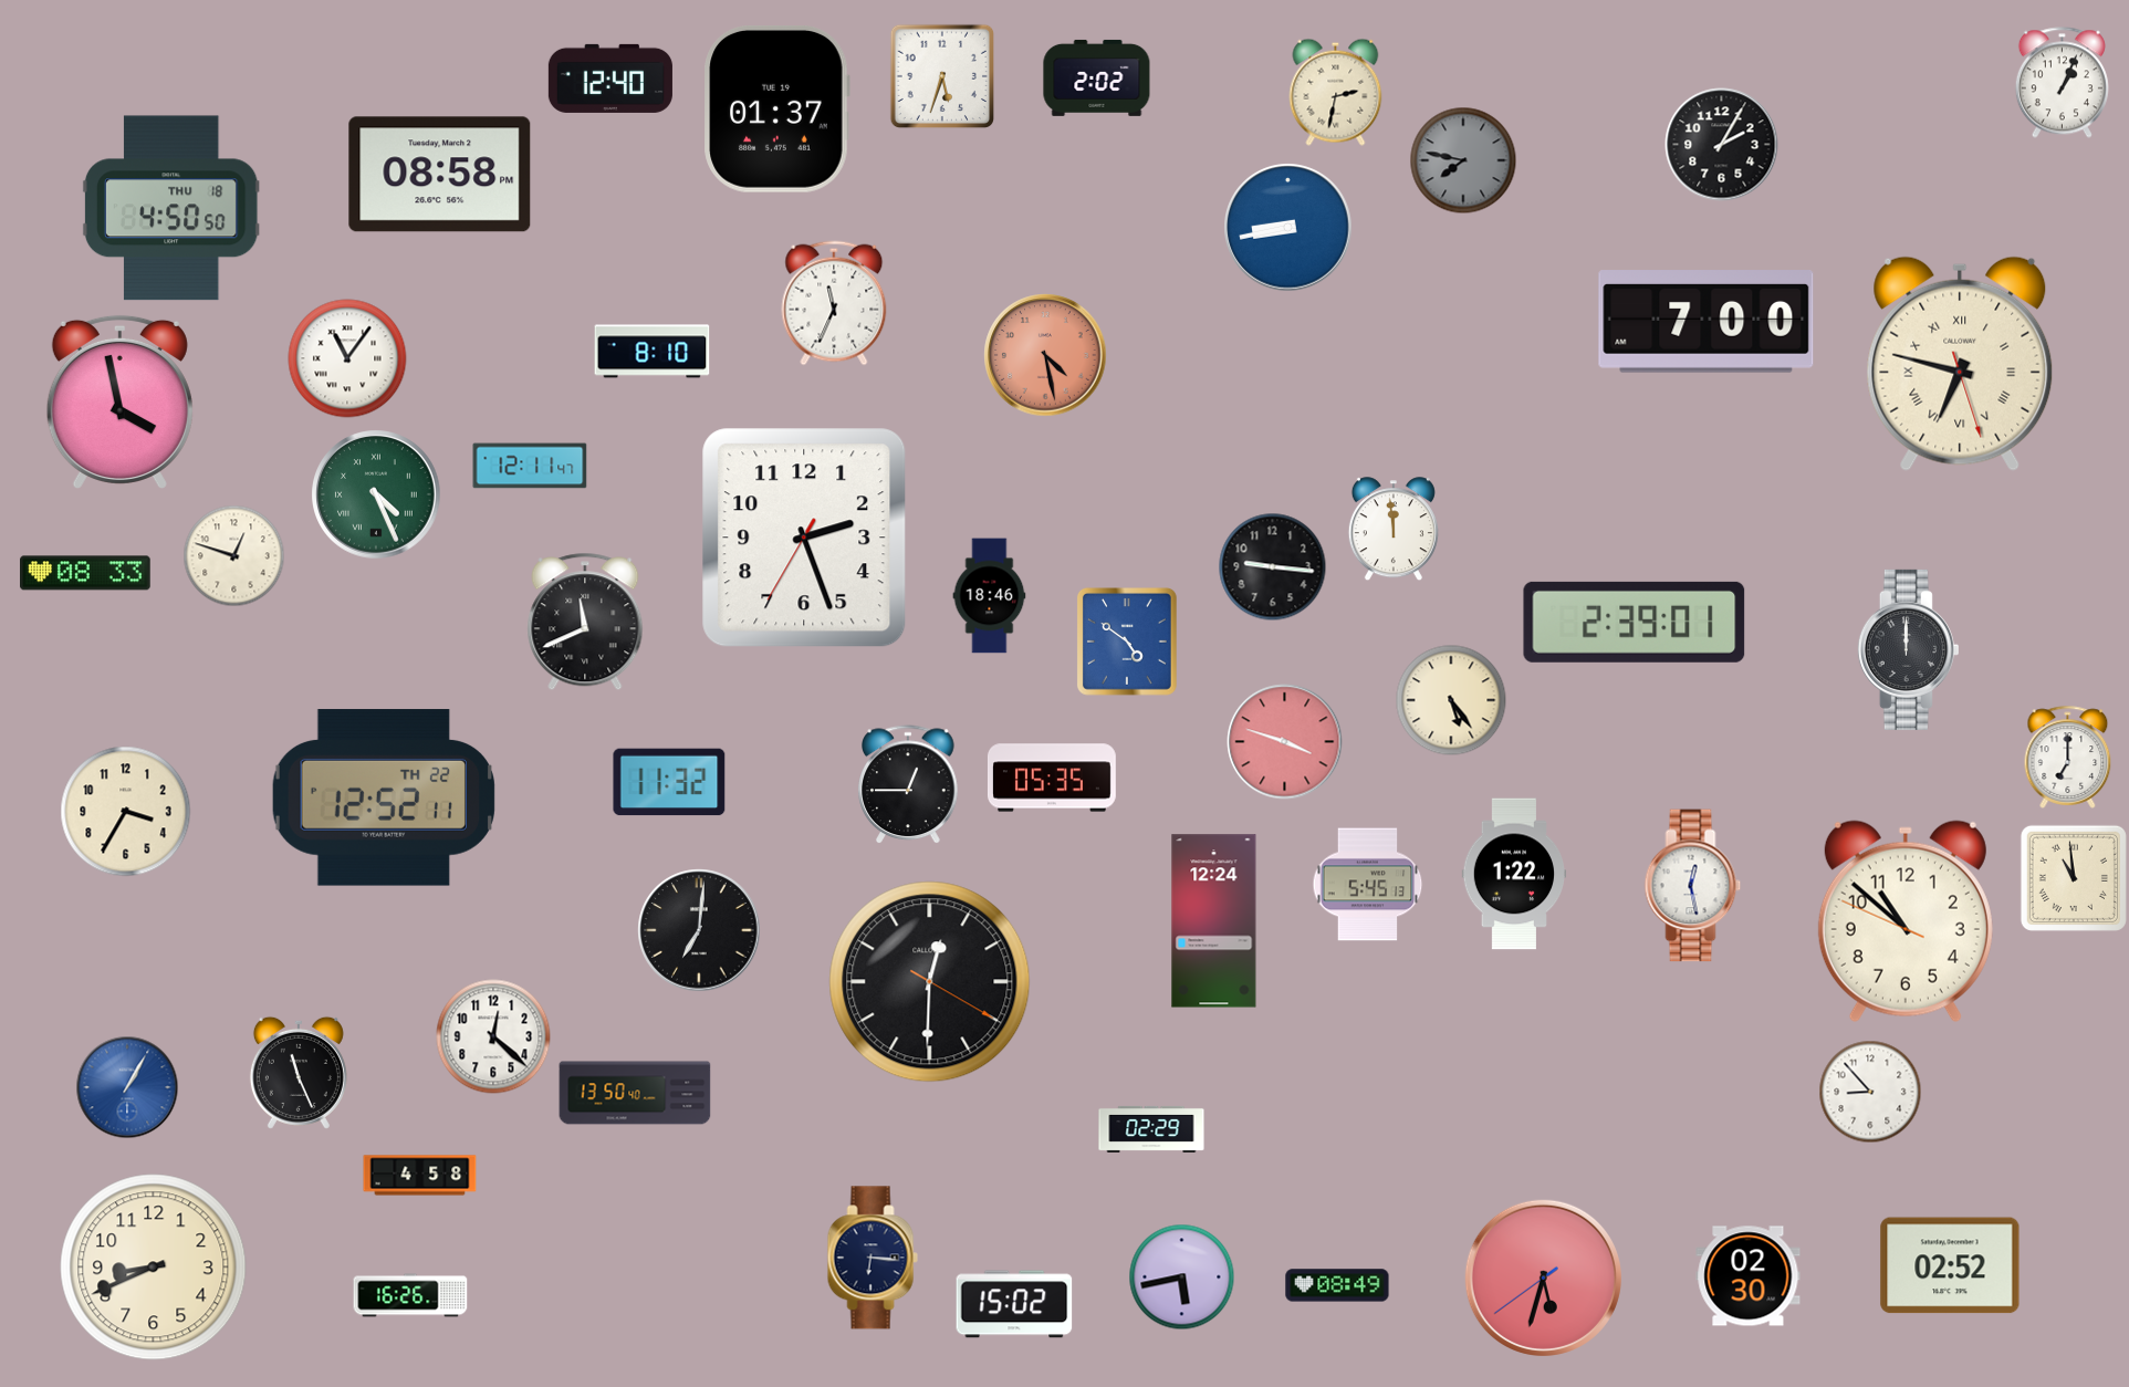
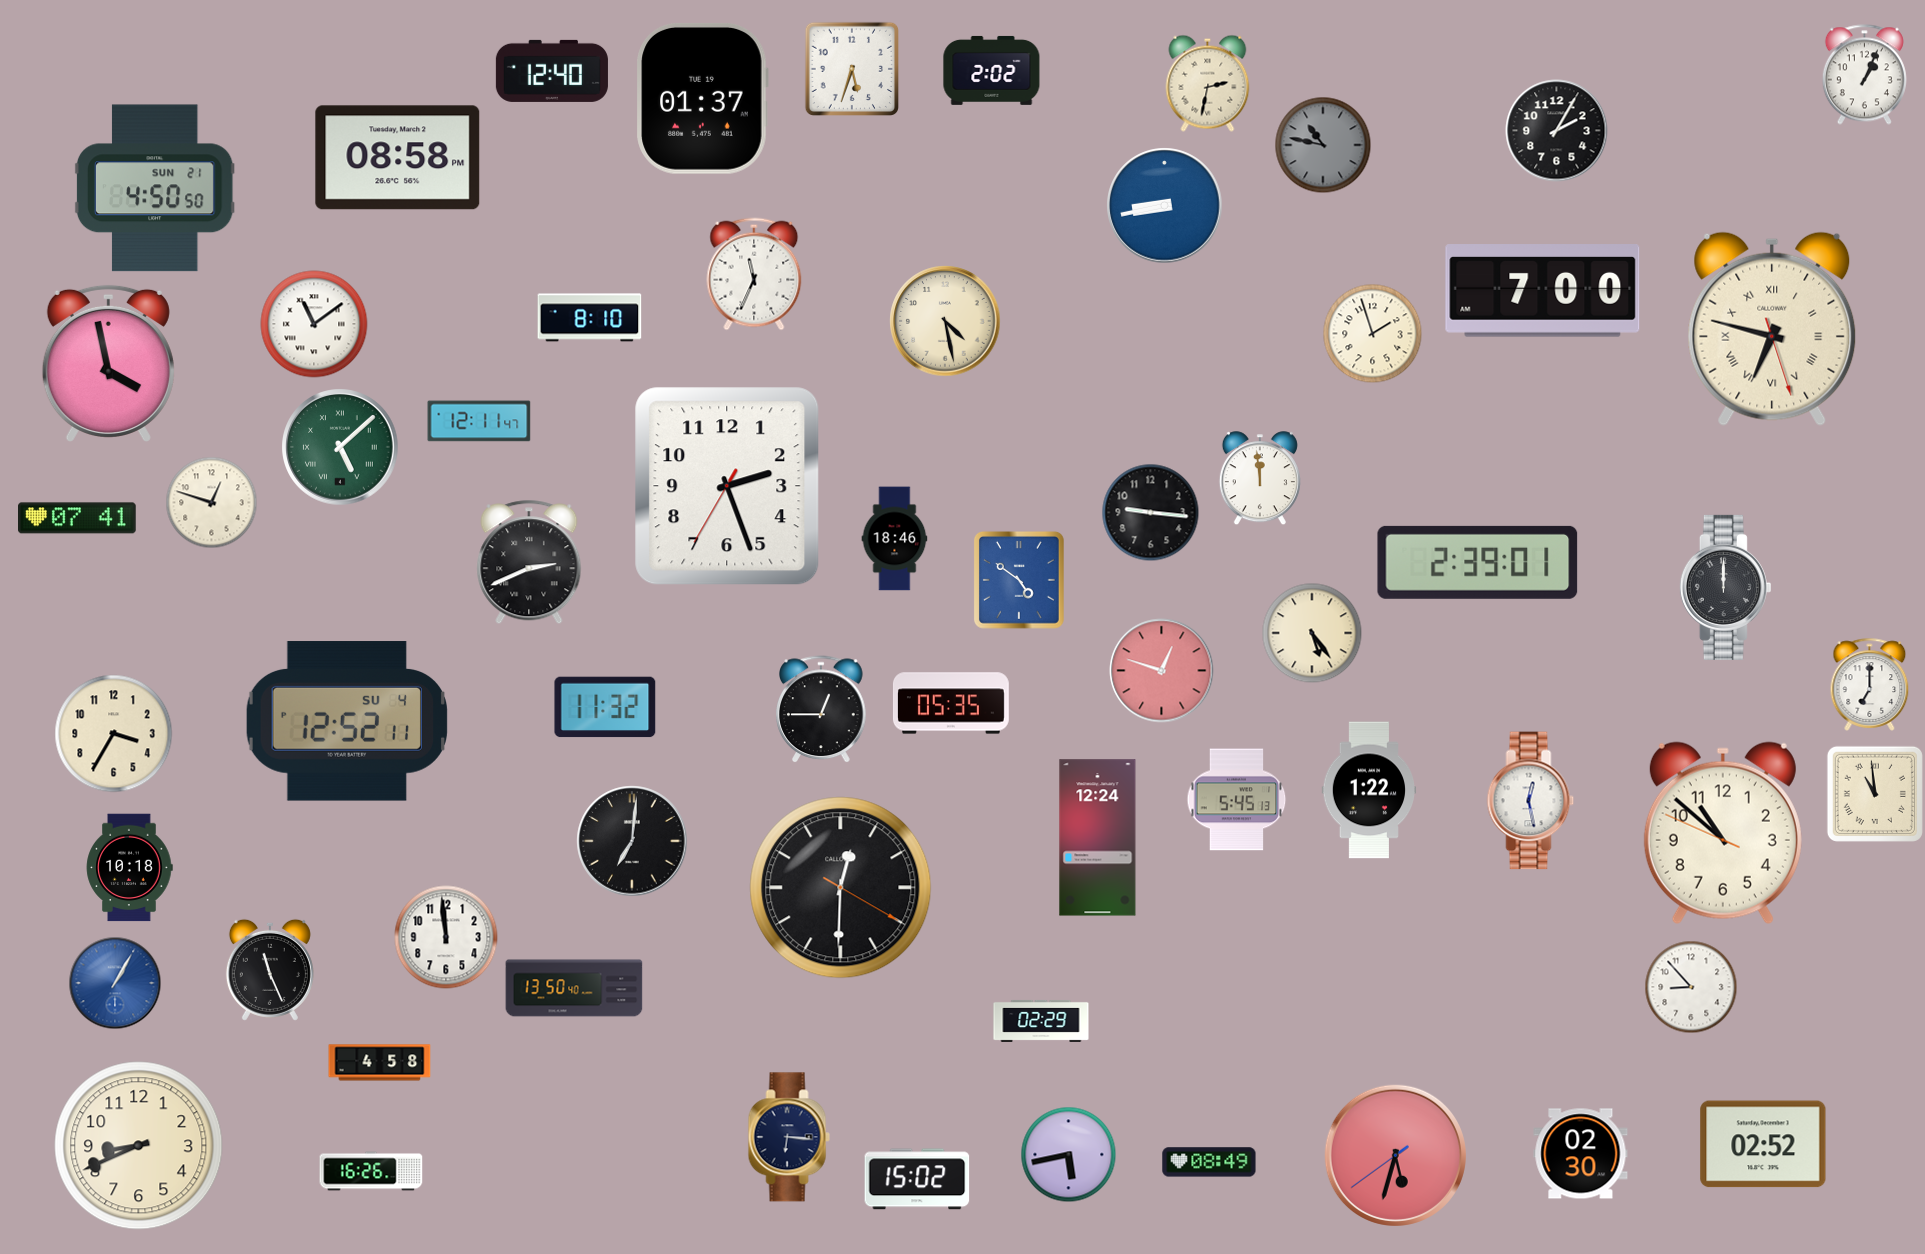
clock at (1463, 160): 7:47 -> 10:47
clock at (171, 208) date: THU 18 -> SUN 21
clock at (1045, 355) dial: salmon -> cream
clock at (347, 358): 11:06 -> 11:09
clock at (1373, 334): none -> 1:57
clock at (376, 494): 4:26 -> 5:08
clock at (86, 573): 08:33 -> 07:41
clock at (585, 622): 11:41 -> 2:41
clock at (1285, 742): 3:48 -> 12:48
clock at (383, 797) date: TH 22 -> SU 4
clock at (1214, 921) position: (1214, 921) -> (1098, 838)
clock at (129, 868): none -> 10:18
clock at (493, 1036): 12:22 -> 11:59
